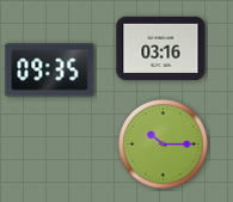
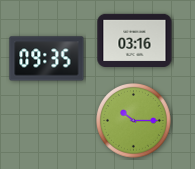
clock at (50, 71) position: (50, 71) -> (47, 59)
clock at (164, 145) position: (164, 145) -> (134, 121)
